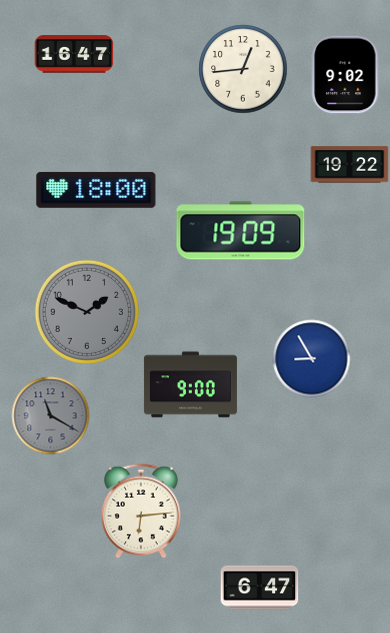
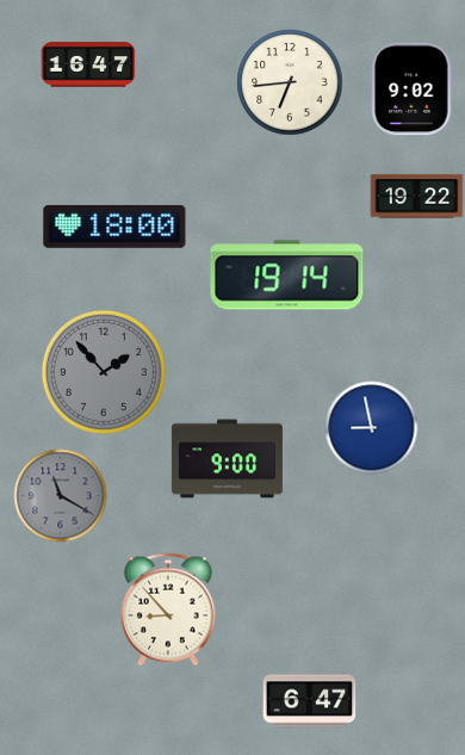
clock at (243, 69): 12:44 -> 6:44
clock at (241, 231): 19:09 -> 19:14
clock at (87, 312): 1:49 -> 1:53
clock at (311, 358): 8:55 -> 8:58
clock at (142, 511): 6:14 -> 8:53
